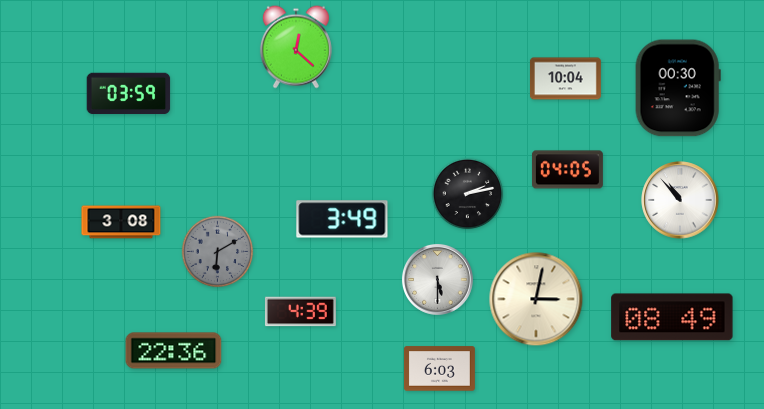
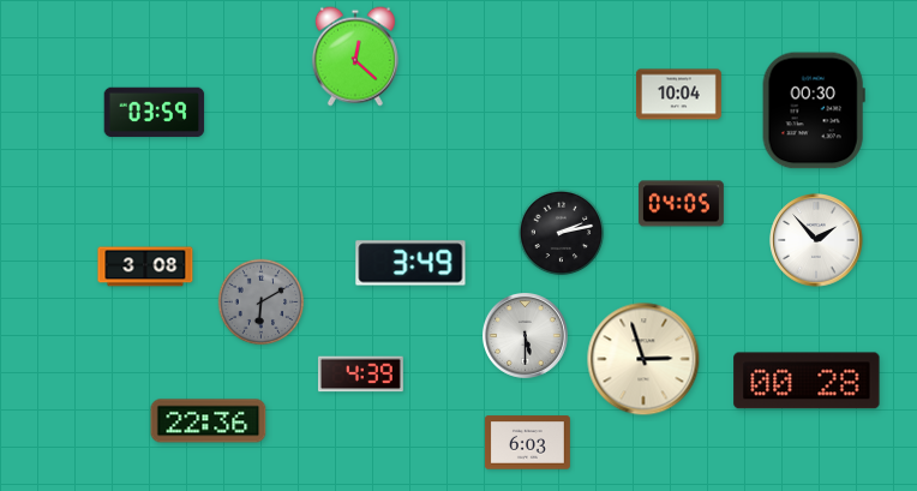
clock at (678, 88) position: (678, 88) -> (814, 110)
clock at (680, 200): 10:53 -> 1:53
clock at (536, 299): 3:02 -> 2:57
clock at (672, 317): 08:49 -> 00:28
